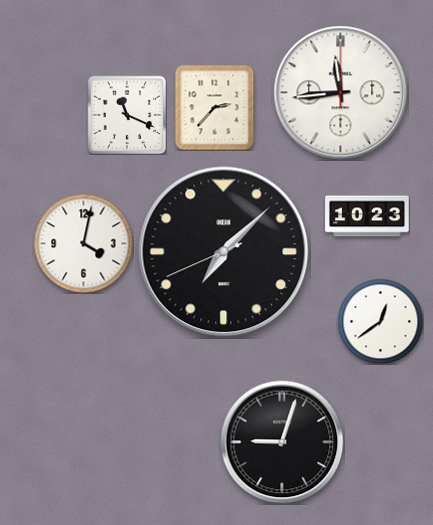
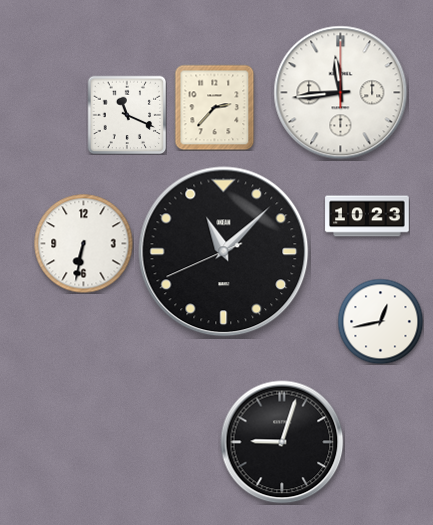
clock at (84, 244): 4:02 -> 6:32
clock at (224, 252): 7:07 -> 11:07
clock at (380, 321): 12:39 -> 12:43
